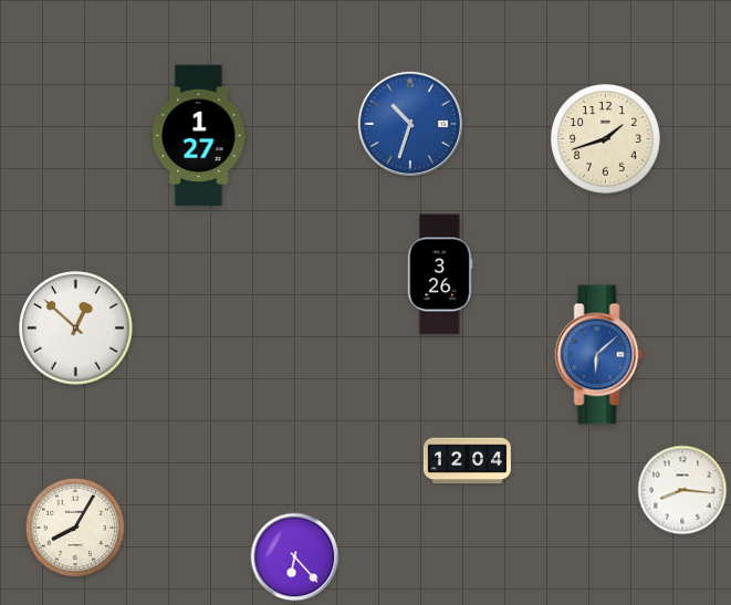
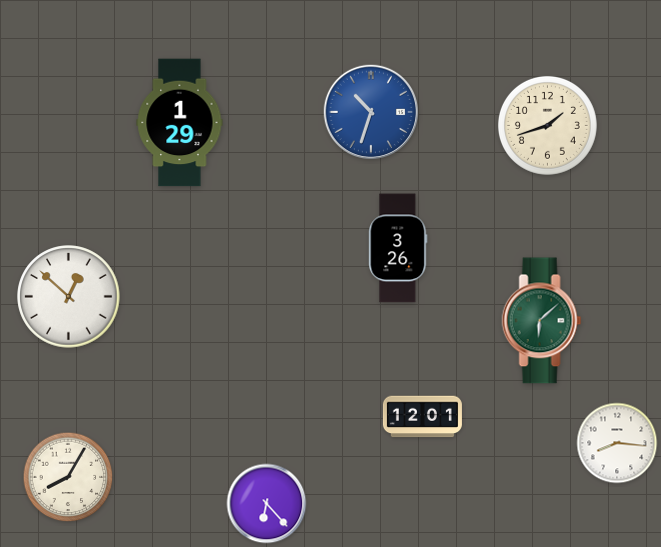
clock at (199, 136): 1:27 -> 1:29
clock at (599, 355) dial: blue -> green
clock at (467, 461): 12:04 -> 12:01
